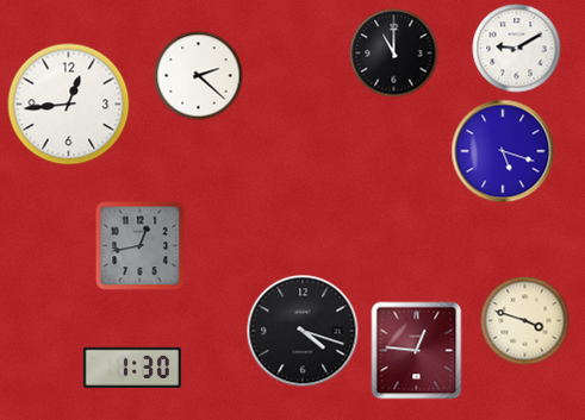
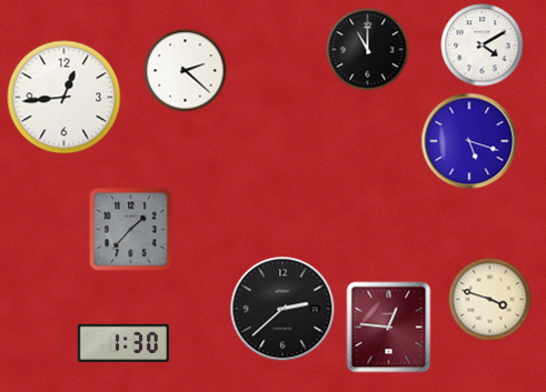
clock at (517, 49): 9:10 -> 4:10
clock at (141, 246): 12:43 -> 1:37
clock at (303, 331): 4:18 -> 2:38
